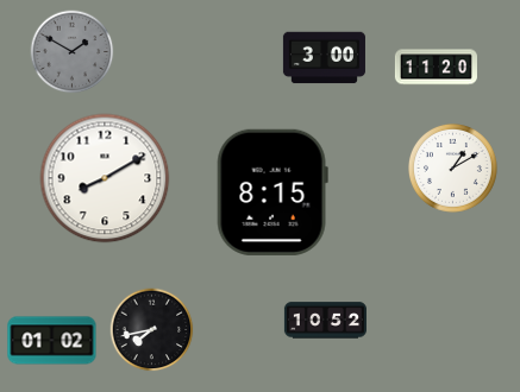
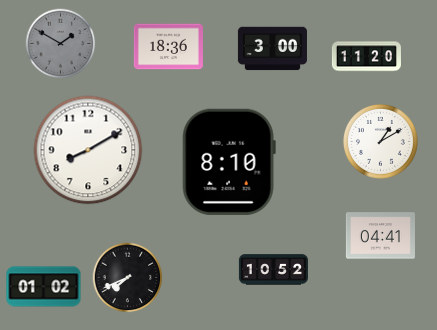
clock at (168, 47): none -> 18:36
clock at (272, 192): 8:15 -> 8:10
clock at (380, 236): none -> 04:41
clock at (152, 330): 7:43 -> 7:41
